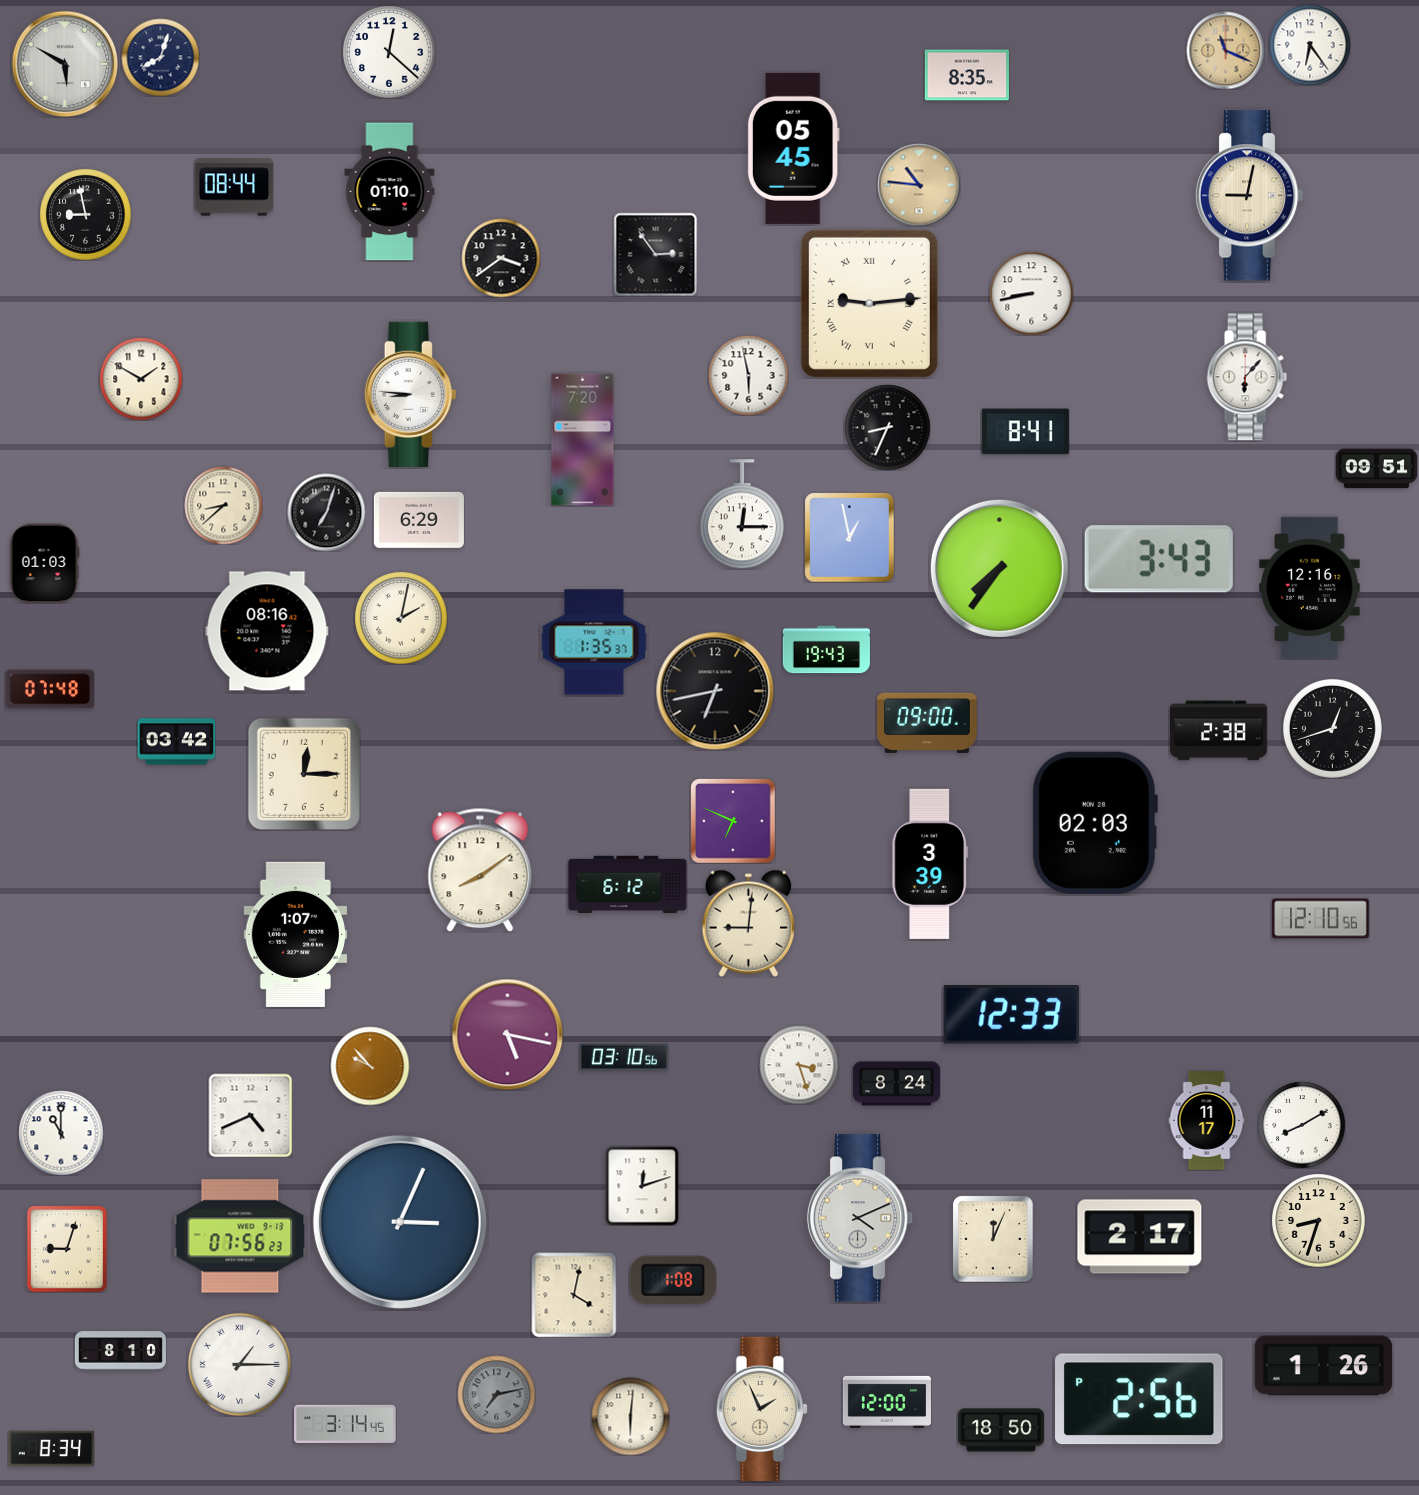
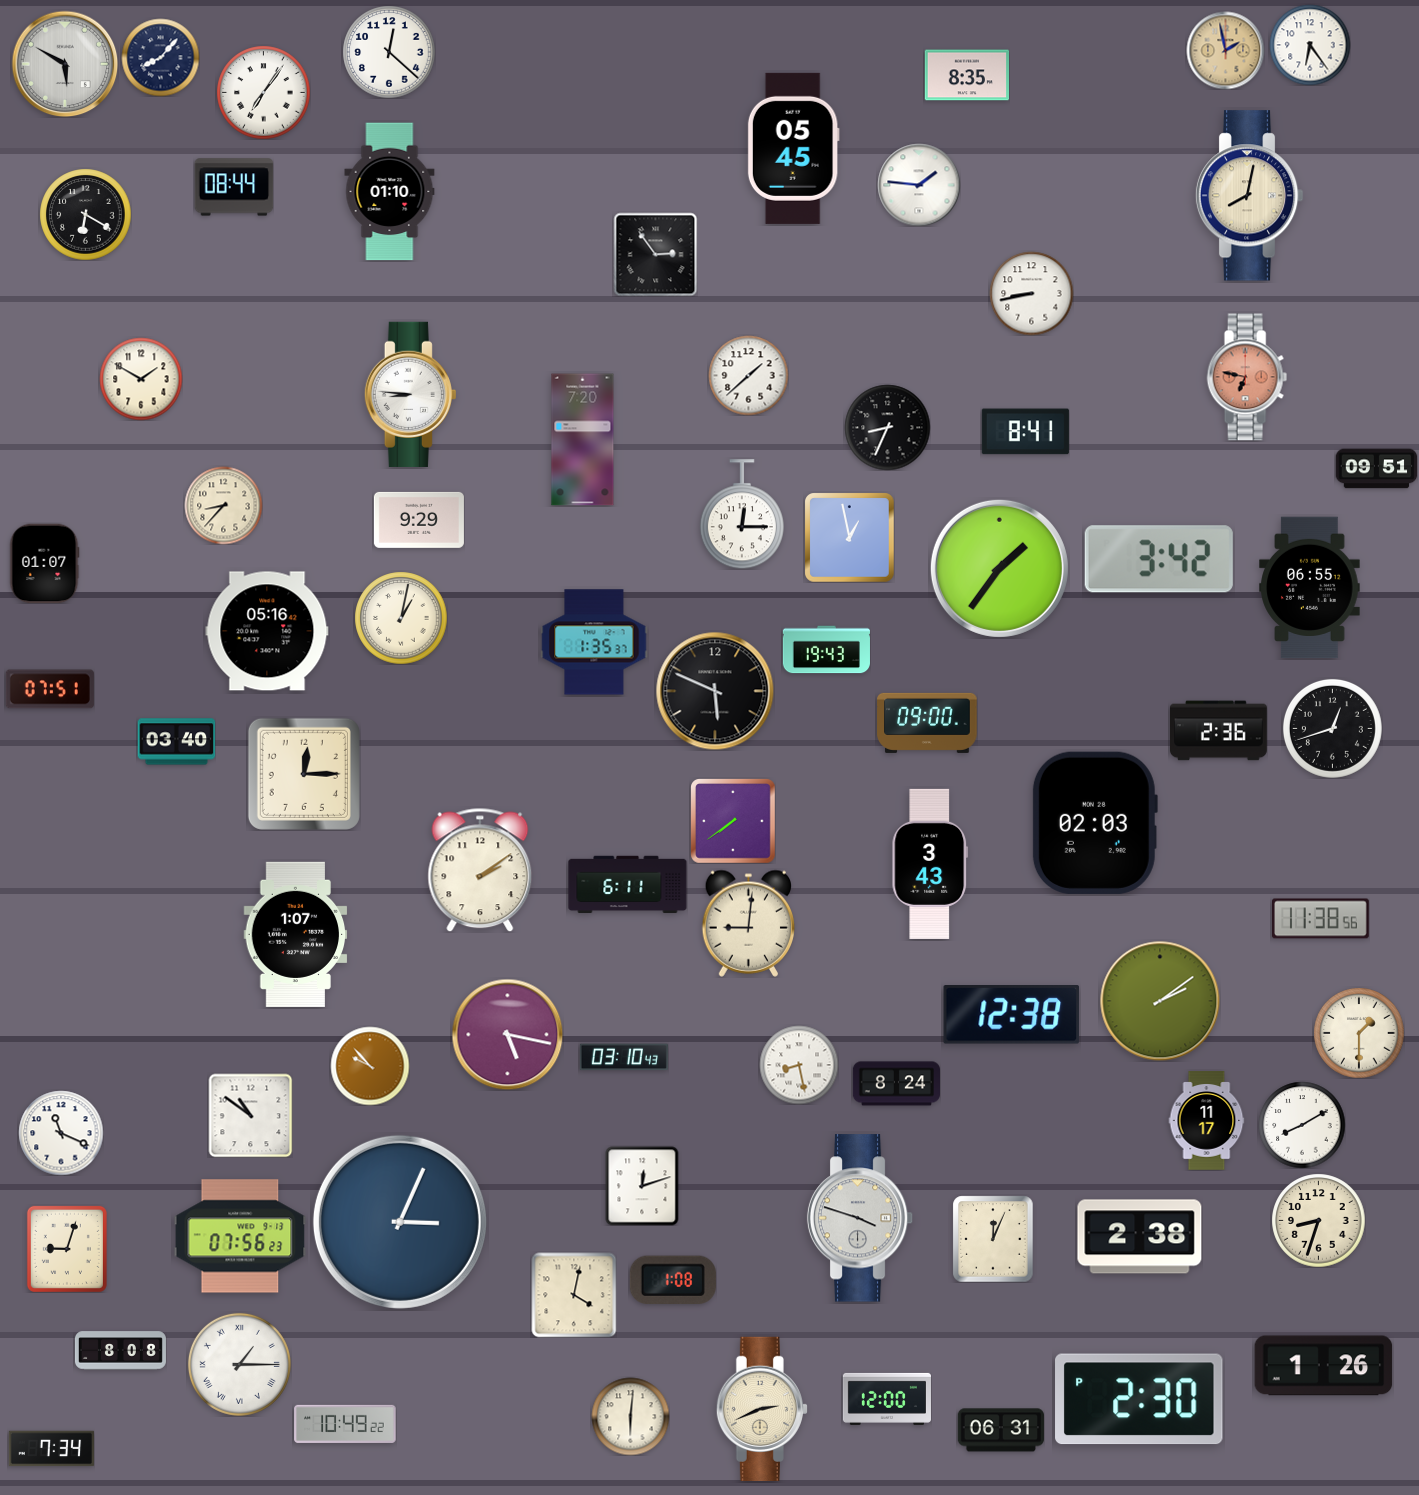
clock at (1225, 50): 11:19 -> 1:58
clock at (160, 57): 8:03 -> 8:07
clock at (263, 92): none -> 7:06
clock at (919, 185): 10:46 -> 1:46
clock at (919, 185) dial: champagne -> white
clock at (1249, 196): 9:02 -> 8:02
clock at (85, 214): 8:58 -> 6:20
clock at (501, 258): 3:39 -> none
clock at (869, 303): 9:14 -> none
clock at (748, 375): 5:58 -> 1:38
clock at (1247, 377): 6:07 -> 6:47
clock at (1247, 377) dial: white -> salmon
clock at (223, 505): 8:38 -> 8:37
clock at (326, 512): 7:03 -> none
clock at (419, 520): 6:29 -> 9:29
clock at (1159, 559): 3:43 -> 3:42
clock at (44, 563): 01:03 -> 01:07
clock at (999, 568): 7:36 -> 1:36
clock at (1310, 588): 12:16 -> 06:55
clock at (401, 618): 2:02 -> 1:02
clock at (267, 631): 08:16 -> 05:16
clock at (50, 689): 07:48 -> 07:51
clock at (715, 691): 6:43 -> 5:49
clock at (1219, 731): 2:38 -> 2:36
clock at (176, 742): 03:42 -> 03:40
clock at (733, 821): 6:49 -> 7:39
clock at (930, 864): 3:39 -> 3:43
clock at (480, 870): 8:09 -> 2:09
clock at (628, 885): 6:12 -> 6:11
clock at (1321, 919): 12:10 -> 11:38
clock at (1160, 1001): none -> 2:09
clock at (1012, 1015): 12:33 -> 12:38
clock at (1359, 1033): none -> 1:30
clock at (624, 1057): 03:10:56 -> 03:10:43
clock at (799, 1065): 3:27 -> 8:28
clock at (250, 1115): 4:41 -> 10:51
clock at (61, 1133): 11:00 -> 11:19
clock at (860, 1218): 4:11 -> 3:48
clock at (1140, 1237): 2:17 -> 2:38
clock at (120, 1351): 8:10 -> 8:08
clock at (496, 1394): 7:13 -> none
clock at (1139, 1399): 2:56 -> 2:30
clock at (887, 1402) position: (887, 1402) -> (887, 1399)
clock at (762, 1409): 1:56 -> 2:41
clock at (345, 1424): 3:14 -> 10:49
clock at (1001, 1430): 18:50 -> 06:31
clock at (51, 1449): 8:34 -> 7:34
